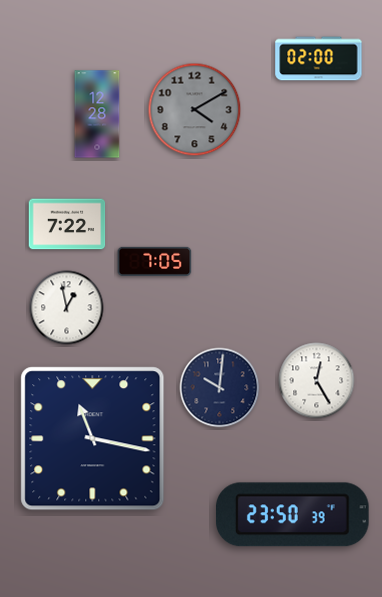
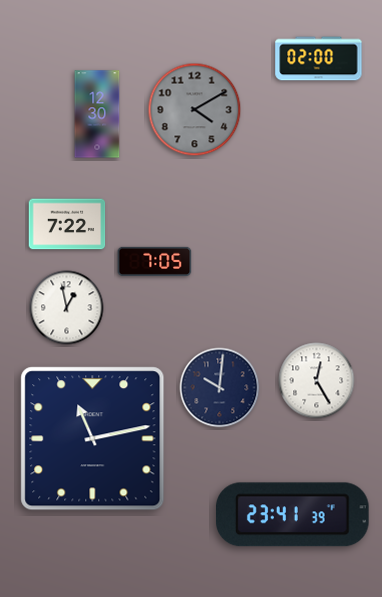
clock at (97, 114): 12:28 -> 12:30
clock at (93, 439): 11:17 -> 11:13
clock at (292, 515): 23:50 -> 23:41
